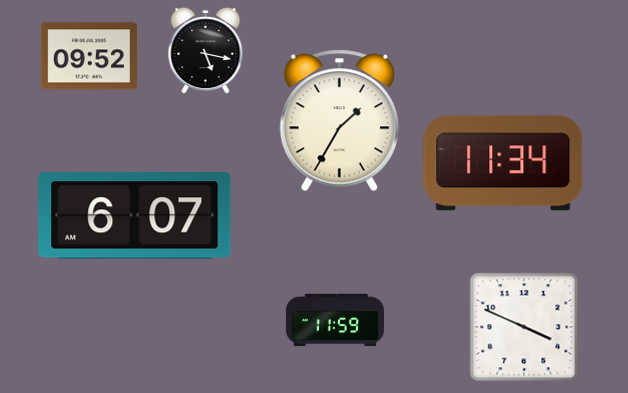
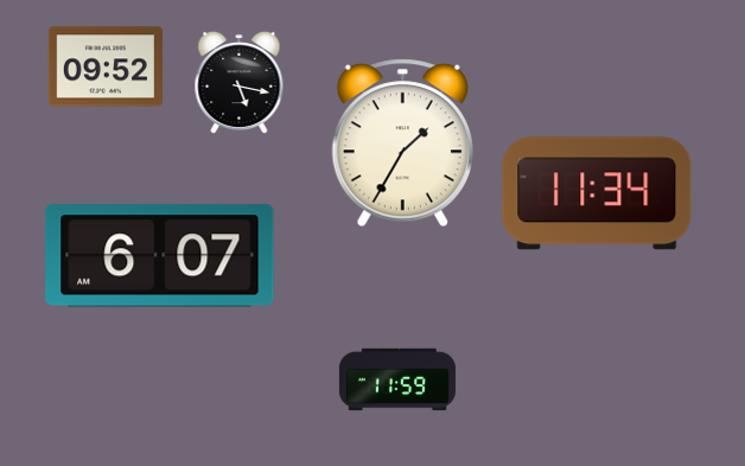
clock at (206, 50) position: (206, 50) -> (240, 82)
clock at (524, 327): 3:49 -> none
